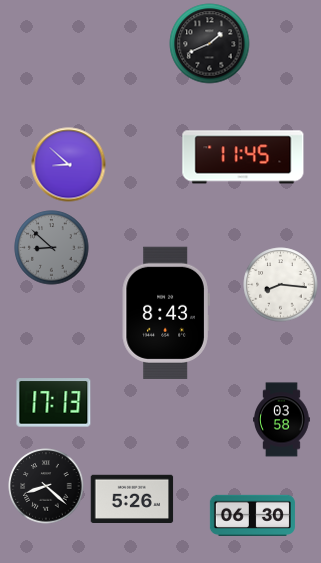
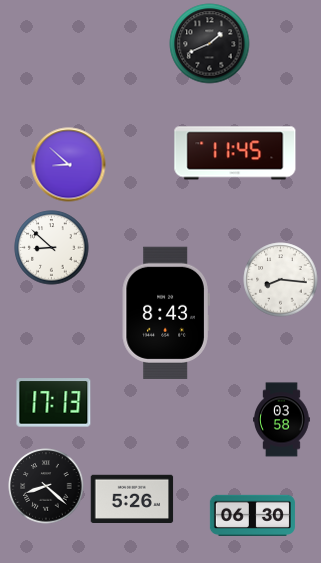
clock at (243, 157) position: (243, 157) -> (235, 153)
clock at (52, 248) dial: grey -> white
clock at (281, 285) position: (281, 285) -> (281, 280)
